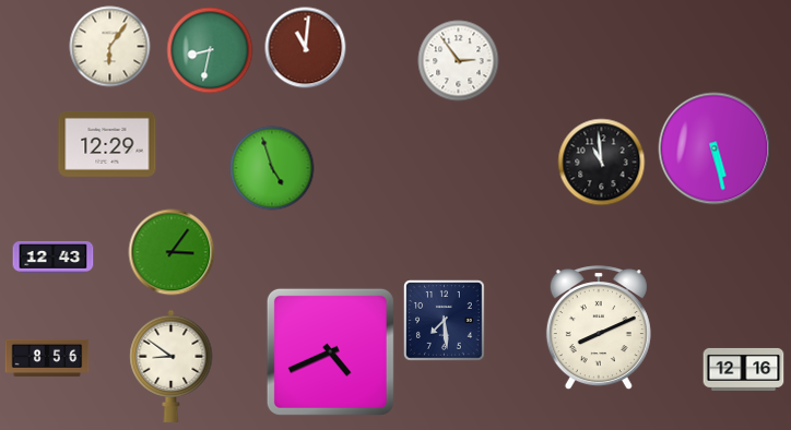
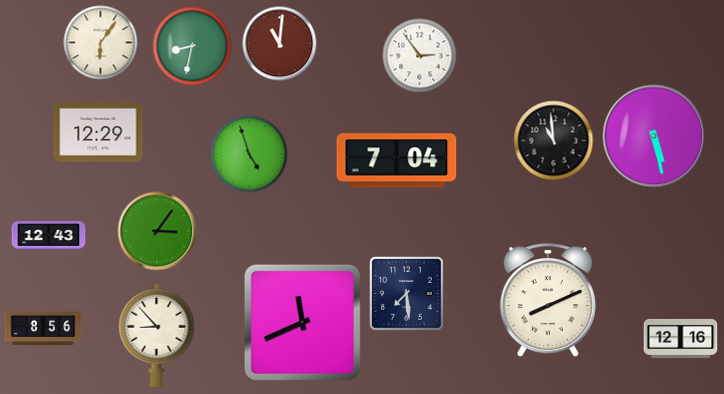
clock at (602, 163) position: (602, 163) -> (554, 141)
clock at (397, 161): none -> 7:04
clock at (330, 351): 4:41 -> 11:41
clock at (172, 366): 8:51 -> 8:53
